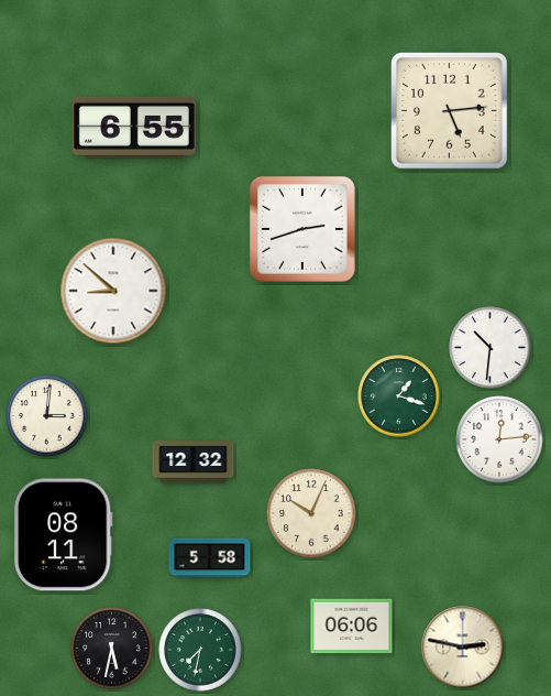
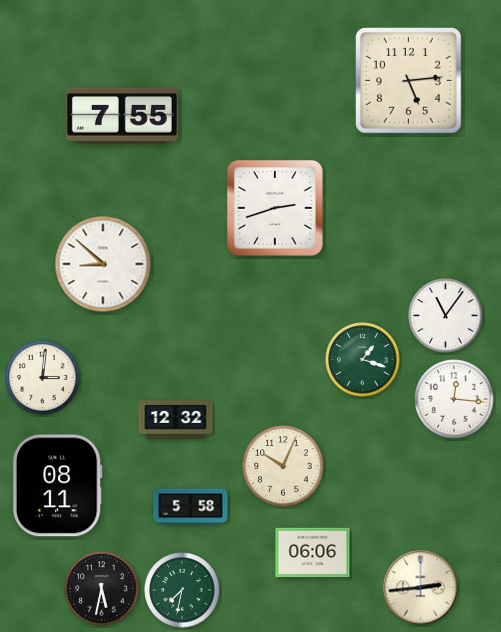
clock at (450, 111) position: (450, 111) -> (409, 81)
clock at (134, 128): 6:55 -> 7:55
clock at (491, 348): 10:31 -> 11:06
clock at (499, 439): 12:14 -> 12:16
clock at (352, 627) position: (352, 627) -> (313, 553)
clock at (463, 648): 2:47 -> 2:44
